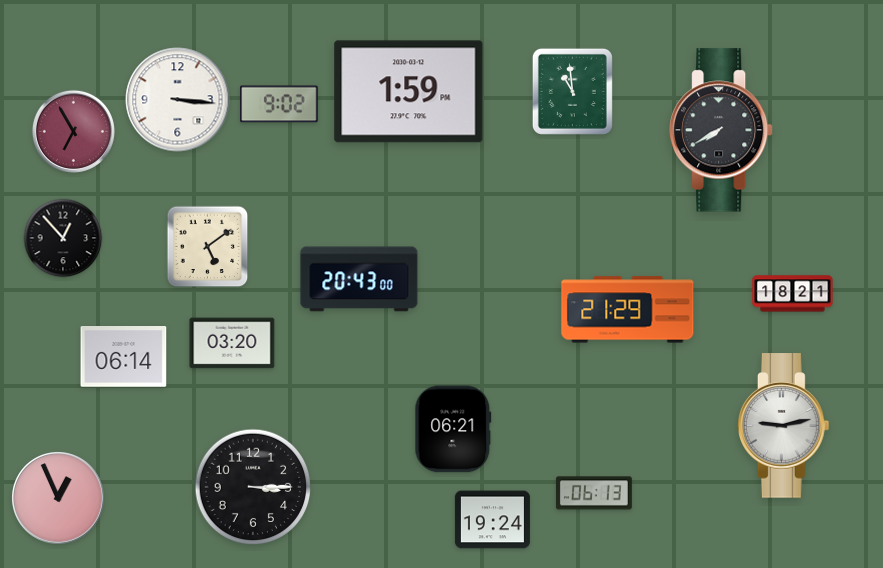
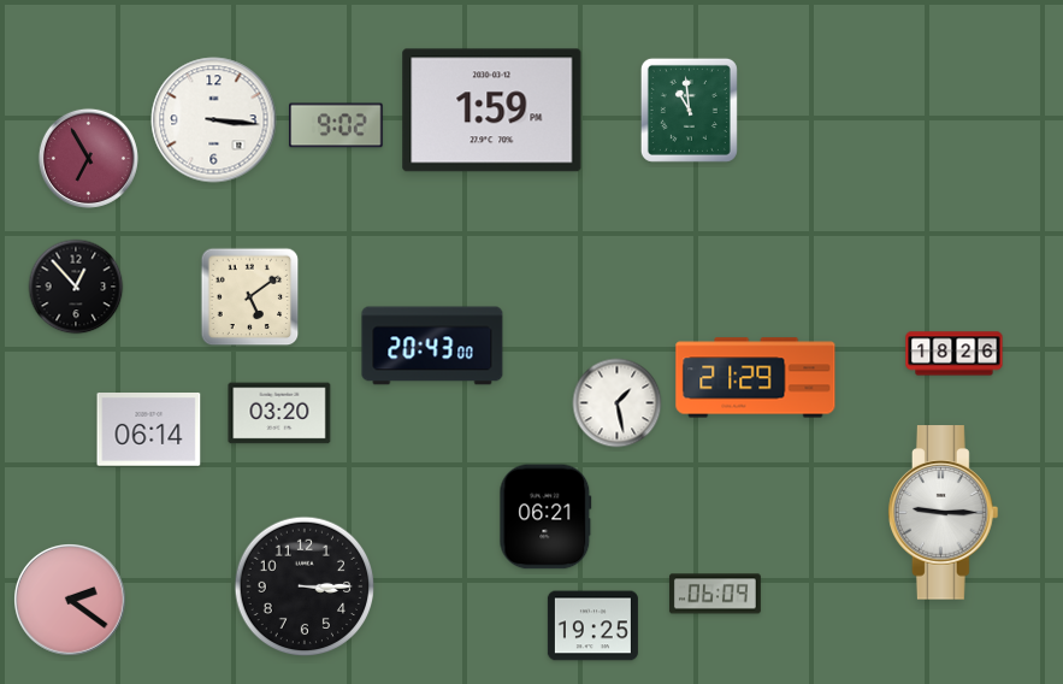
clock at (722, 130): 7:40 -> none
clock at (359, 279) position: (359, 279) -> (432, 346)
clock at (793, 294): 18:21 -> 18:26
clock at (628, 310) position: (628, 310) -> (756, 378)
clock at (618, 403): none -> 1:28
clock at (784, 426): 9:13 -> 9:15
clock at (594, 493): 06:13 -> 06:09
clock at (58, 498): 12:56 -> 2:21
clock at (492, 520): 19:24 -> 19:25
